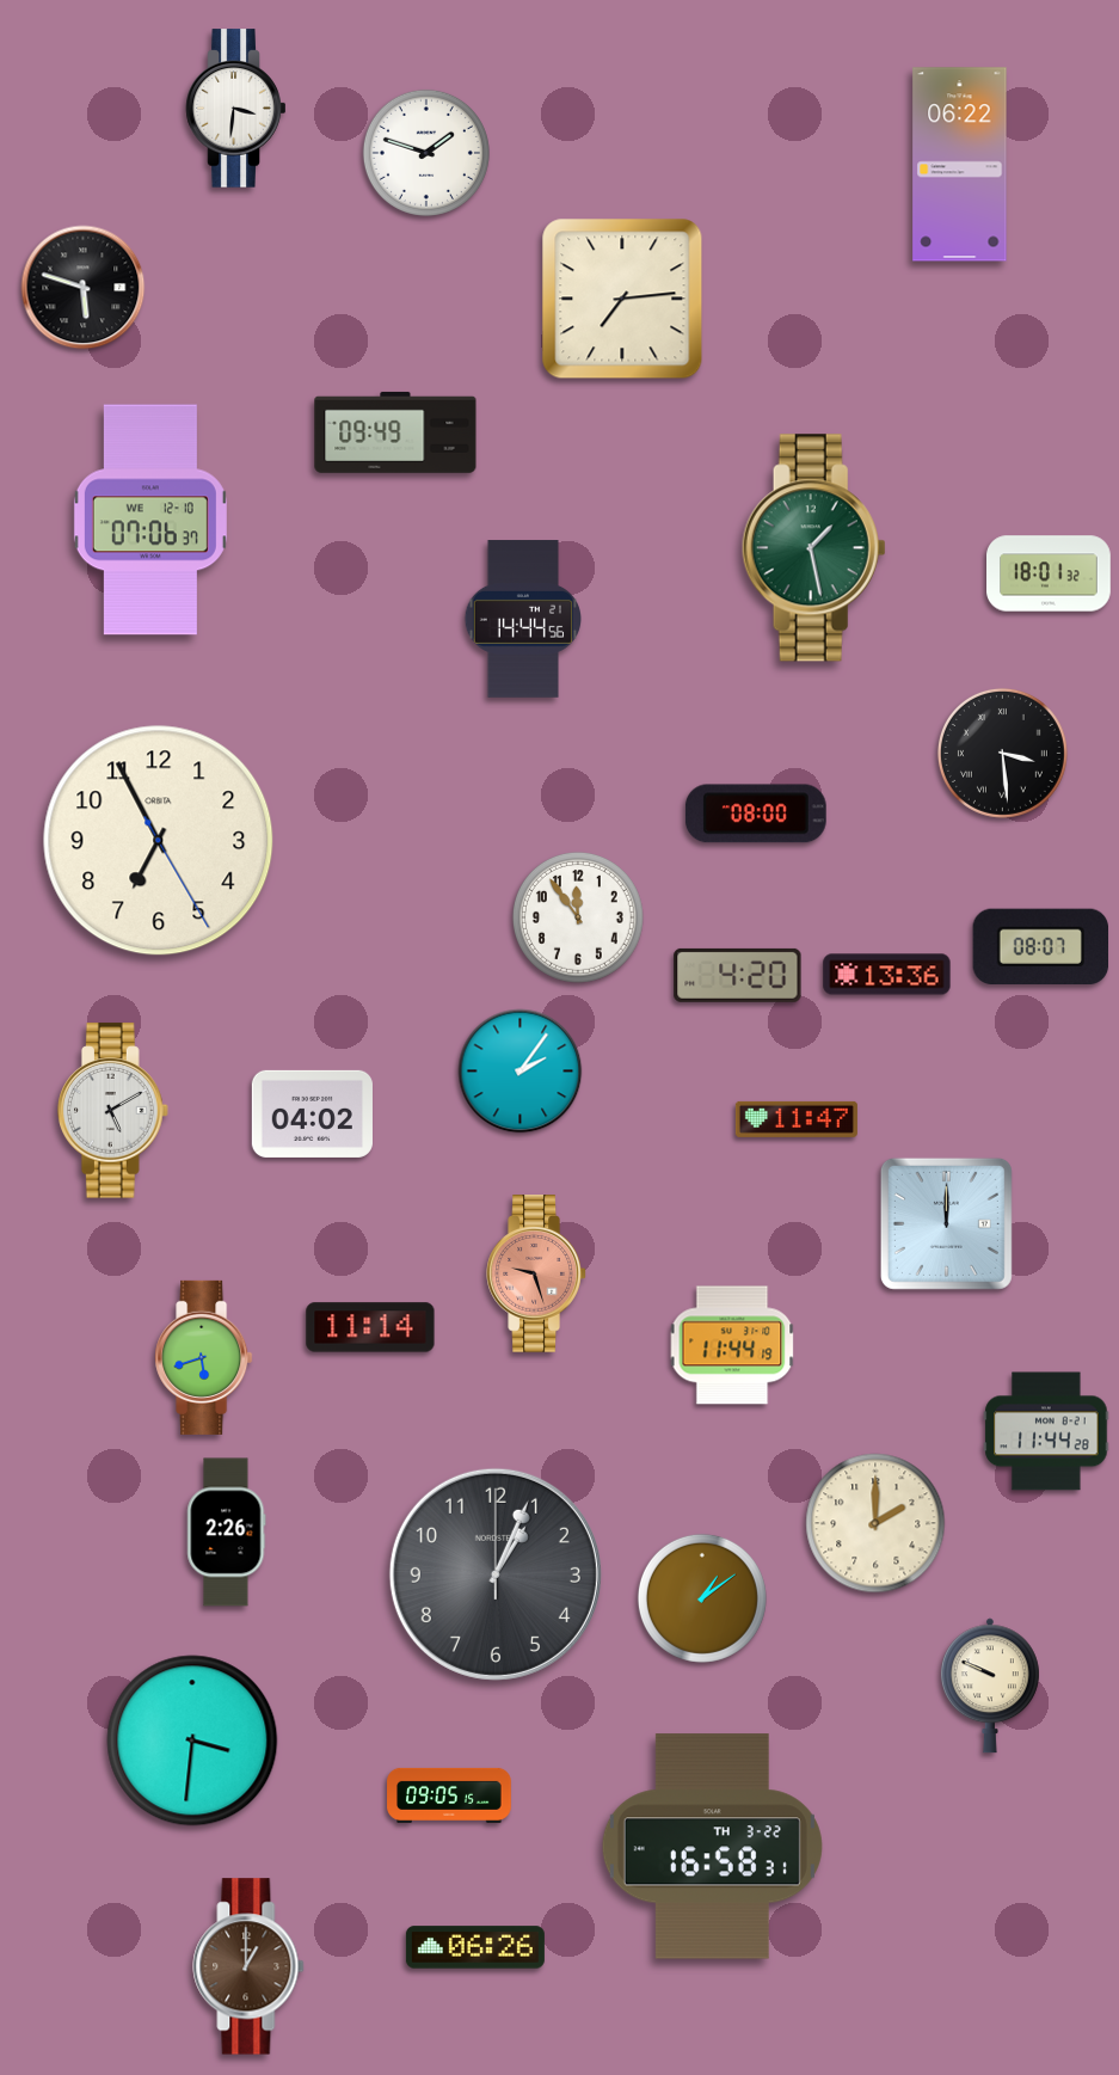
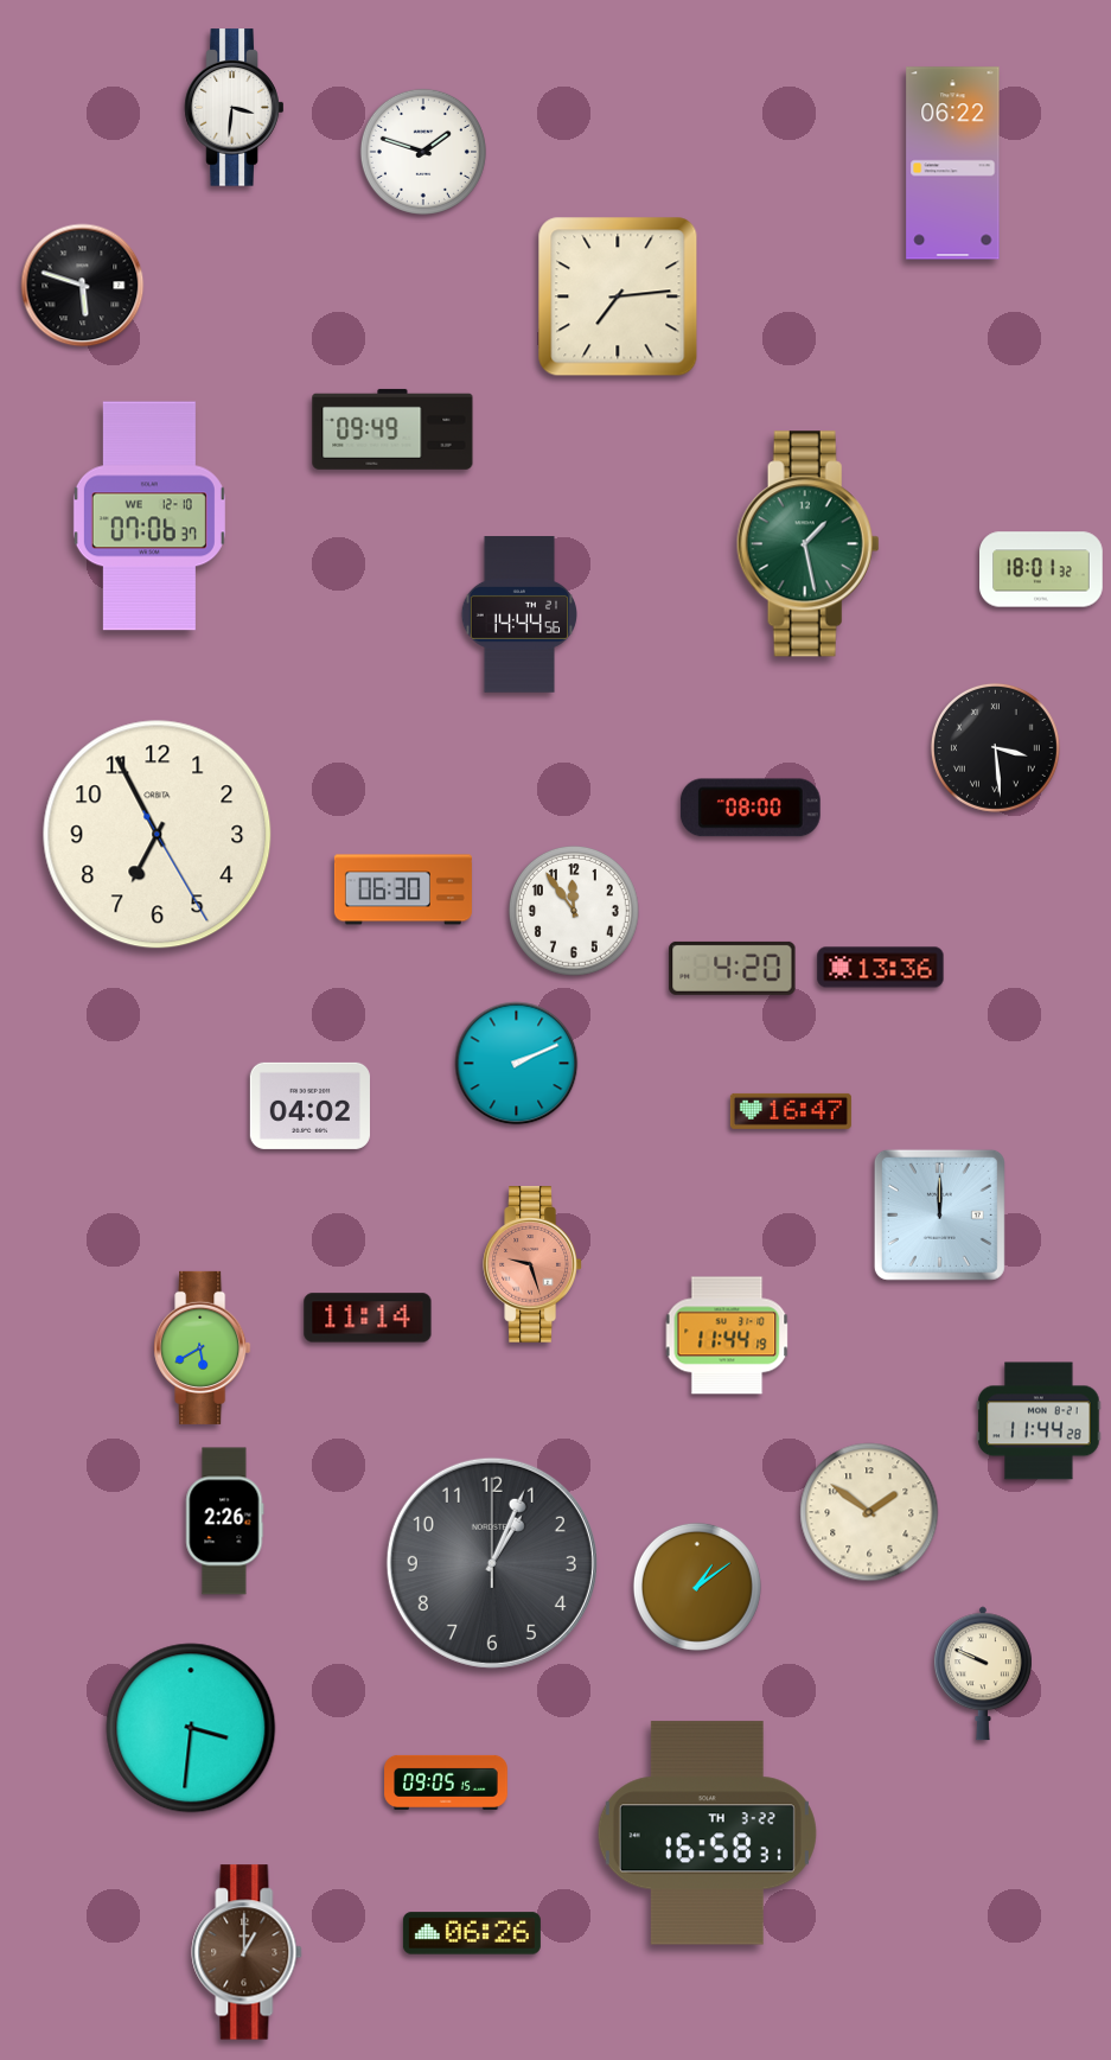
clock at (403, 889): none -> 06:30
clock at (1040, 946): 08:07 -> none
clock at (521, 1072): 2:06 -> 2:11
clock at (113, 1111): 5:10 -> none
clock at (797, 1119): 11:47 -> 16:47
clock at (204, 1357): 5:42 -> 5:40
clock at (875, 1523): 2:00 -> 1:51
